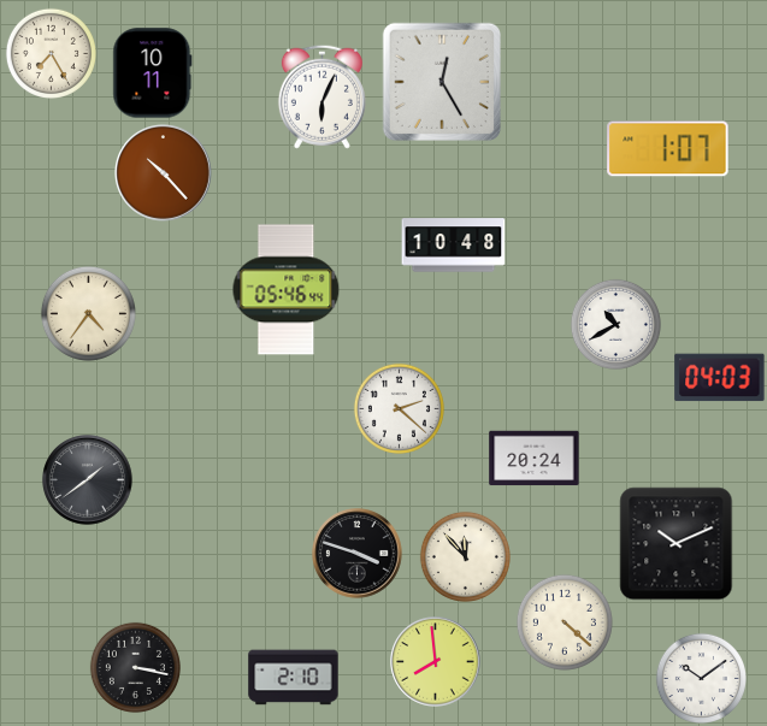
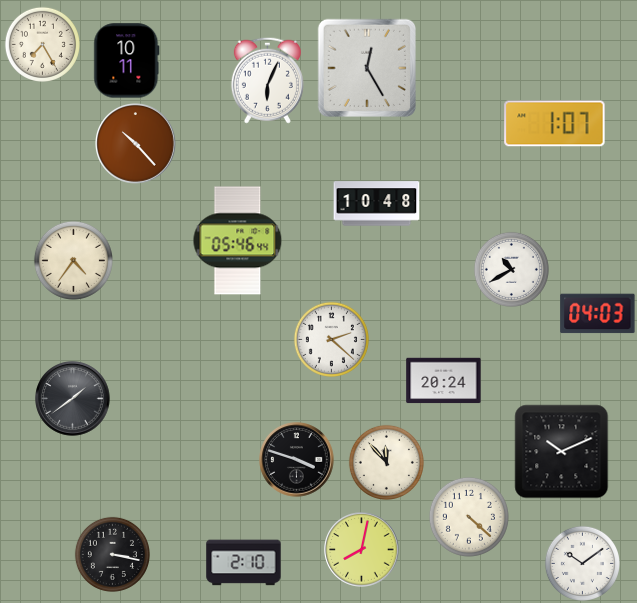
clock at (436, 662): 7:59 -> 8:02
